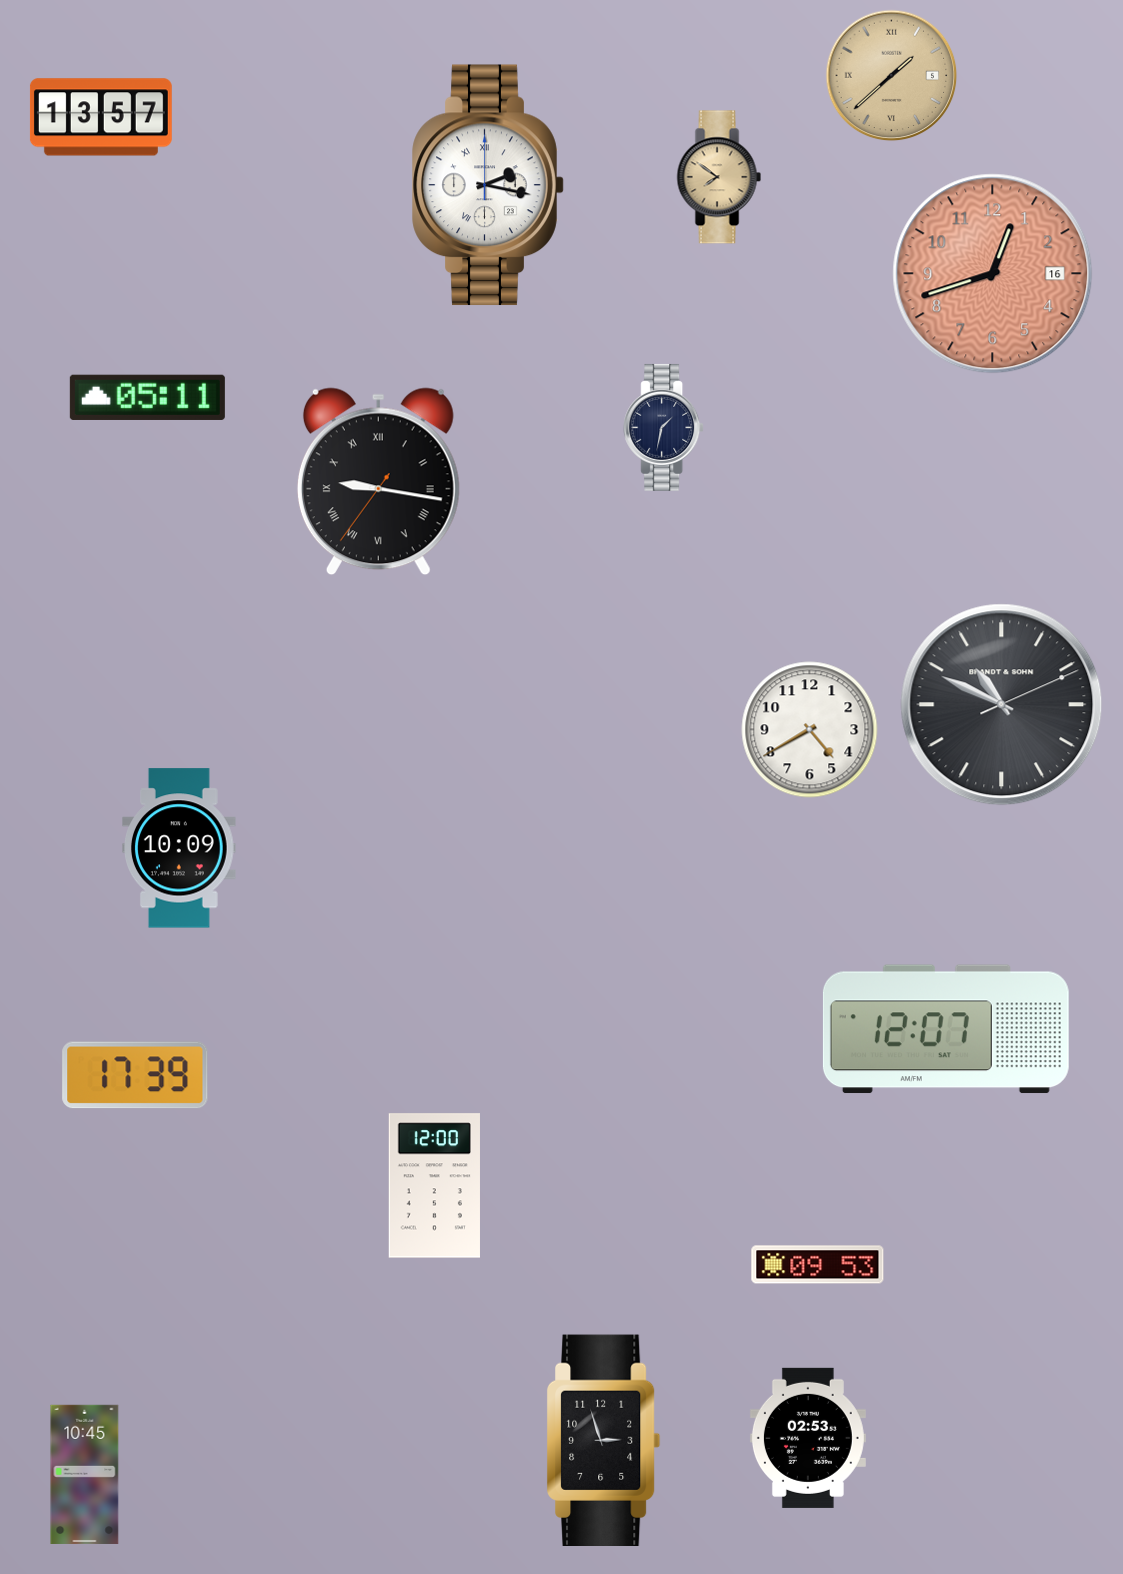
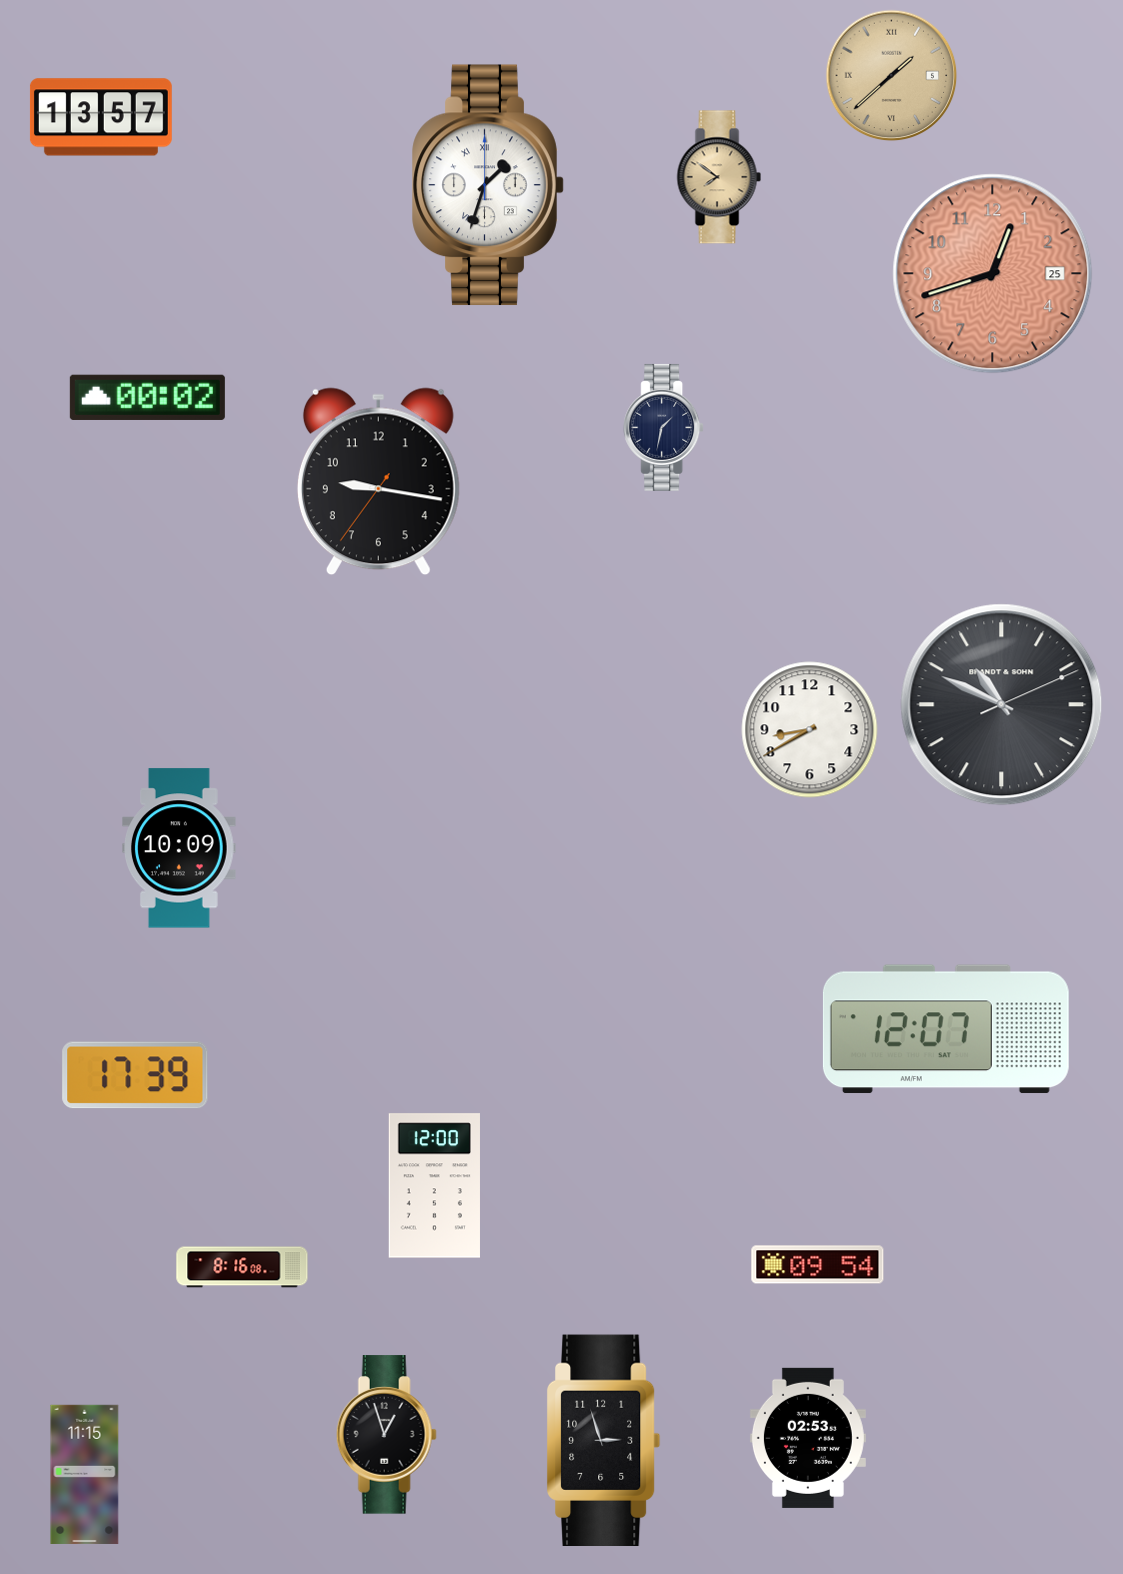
clock at (488, 185): 2:17 -> 1:33
clock at (993, 274) date: 16 -> 25
clock at (147, 397): 05:11 -> 00:02
clock at (378, 482) numerals: Roman -> Arabic
clock at (810, 730): 4:40 -> 8:40
clock at (818, 1265): 09:53 -> 09:54
clock at (242, 1267): none -> 8:16
clock at (386, 1435): none -> 12:57
clock at (85, 1474): 10:45 -> 11:15
